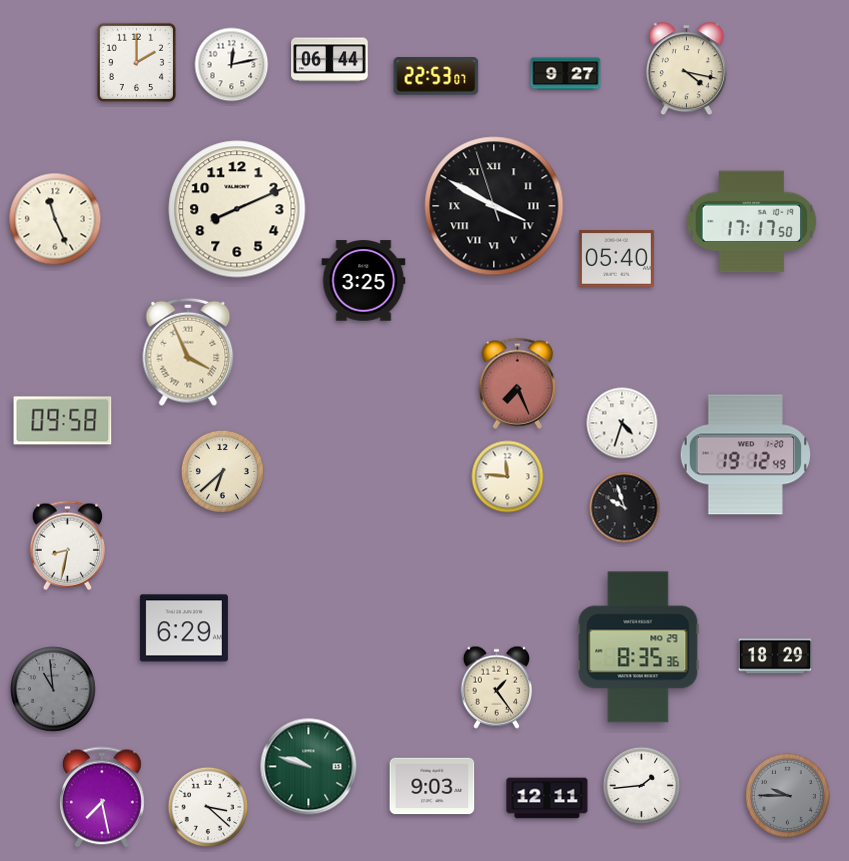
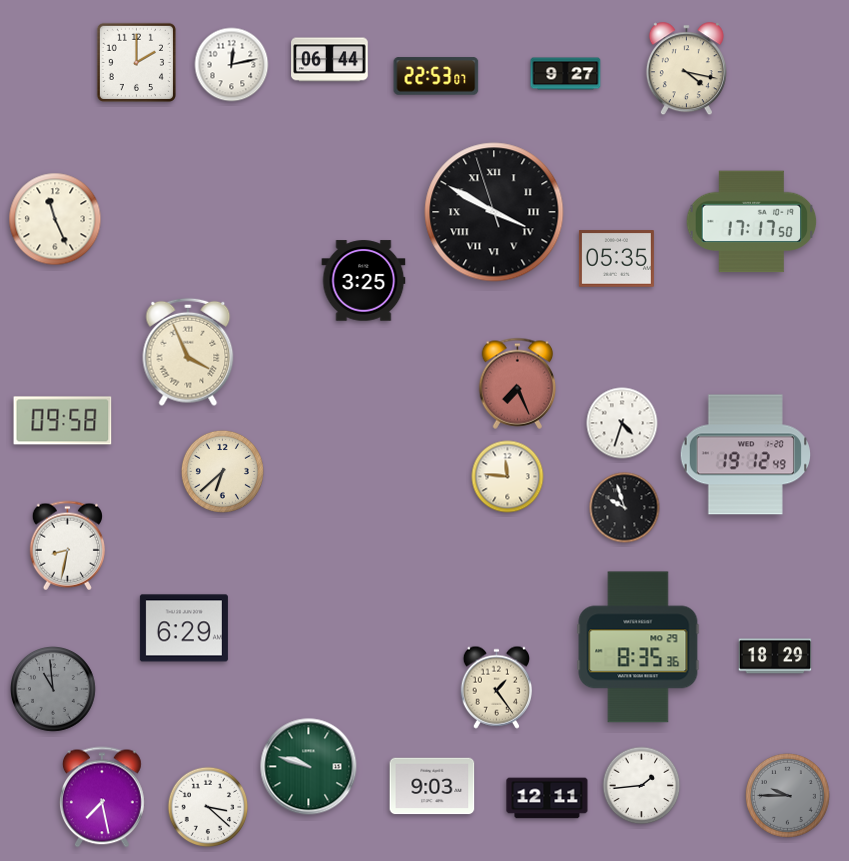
clock at (494, 206) position: (494, 206) -> (494, 212)
clock at (237, 209): 8:11 -> none
clock at (616, 259): 05:40 -> 05:35
